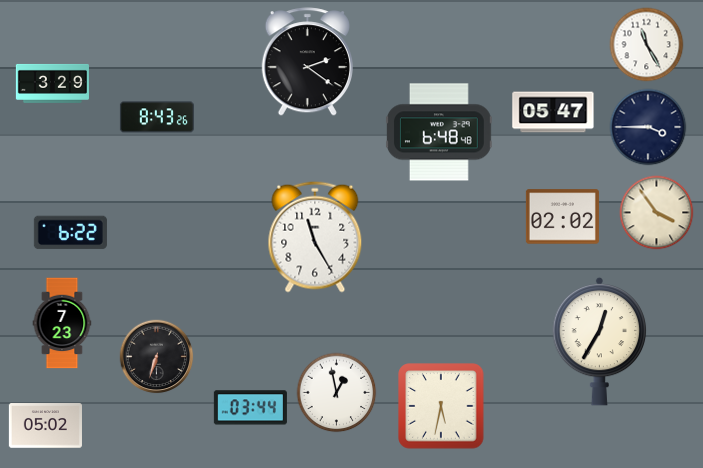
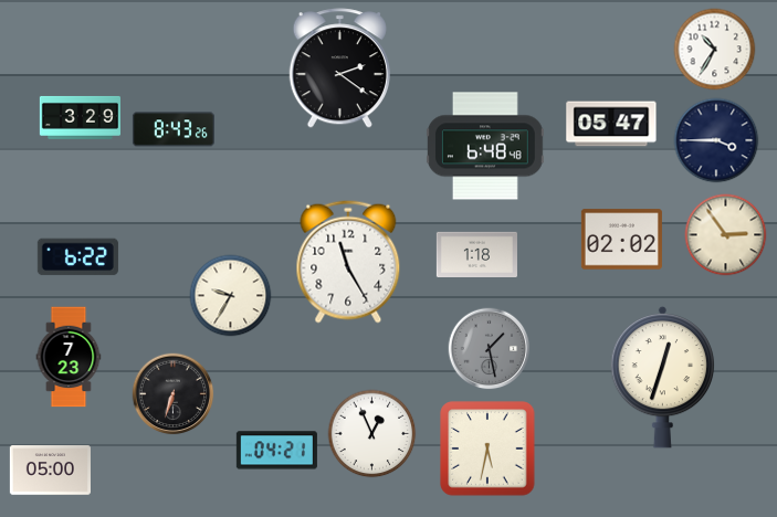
clock at (647, 45): 11:25 -> 10:35
clock at (52, 83) position: (52, 83) -> (80, 117)
clock at (657, 213): 3:54 -> 2:54
clock at (476, 254): none -> 1:18
clock at (231, 296): none -> 9:35
clock at (490, 349): none -> 1:28
clock at (600, 341): 12:35 -> 12:33
clock at (337, 393): 12:58 -> 12:56
clock at (250, 408): 03:44 -> 04:21
clock at (45, 426): 05:02 -> 05:00
